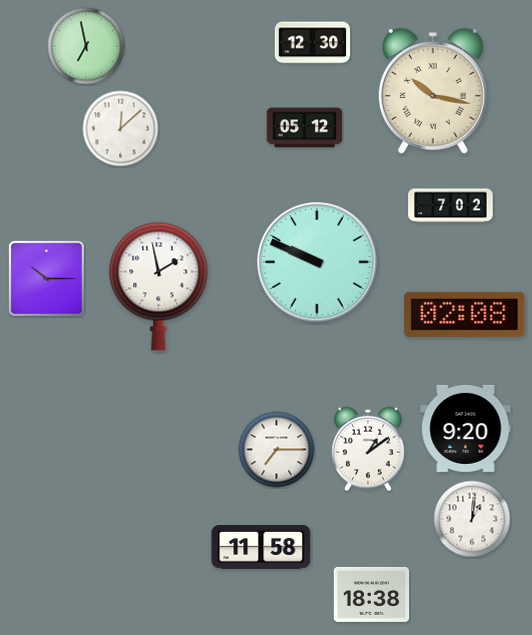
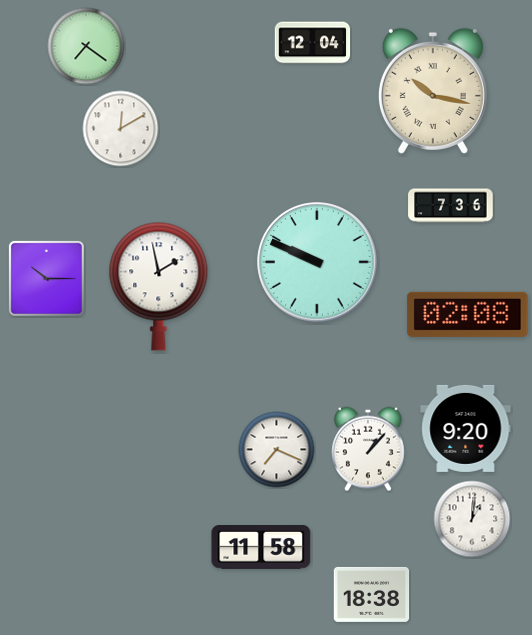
clock at (313, 43): 12:30 -> 12:04
clock at (86, 46): 6:58 -> 7:21
clock at (305, 128): 05:12 -> none
clock at (121, 129): 12:08 -> 12:10
clock at (451, 206): 7:02 -> 7:36
clock at (465, 314) position: (465, 314) -> (468, 314)
clock at (369, 449): 1:09 -> 1:07
clock at (277, 450): 7:15 -> 7:19
